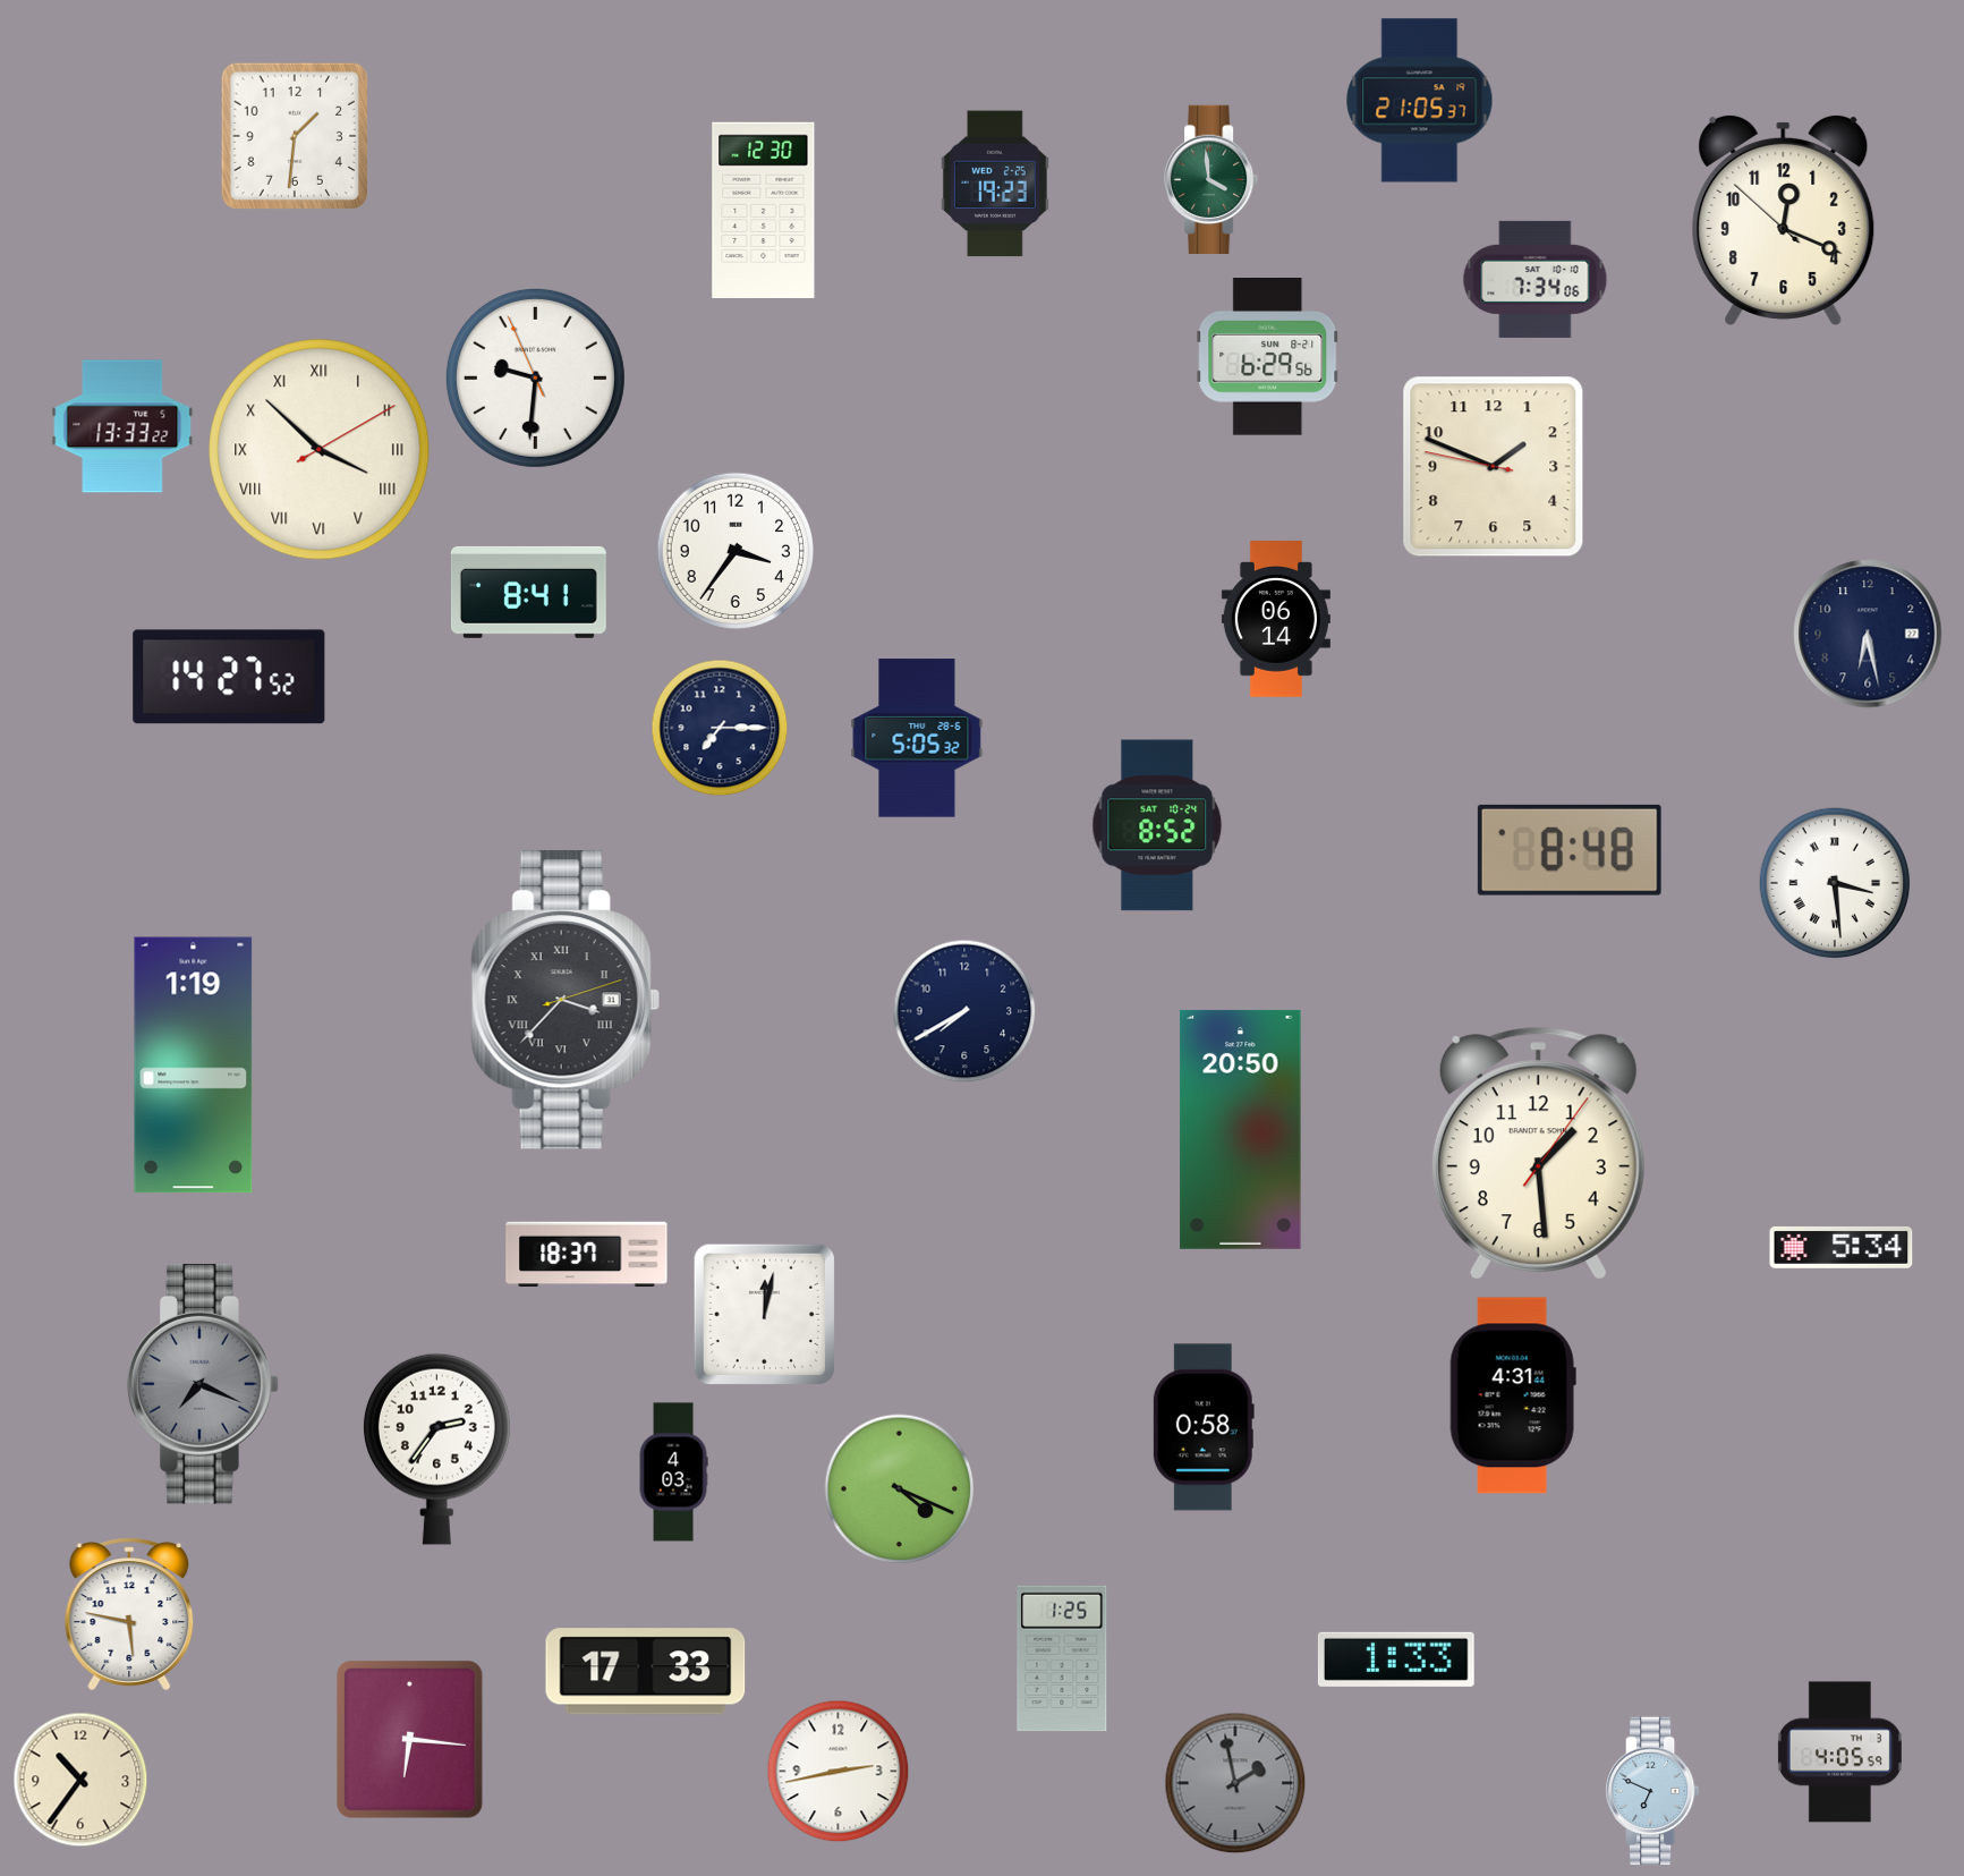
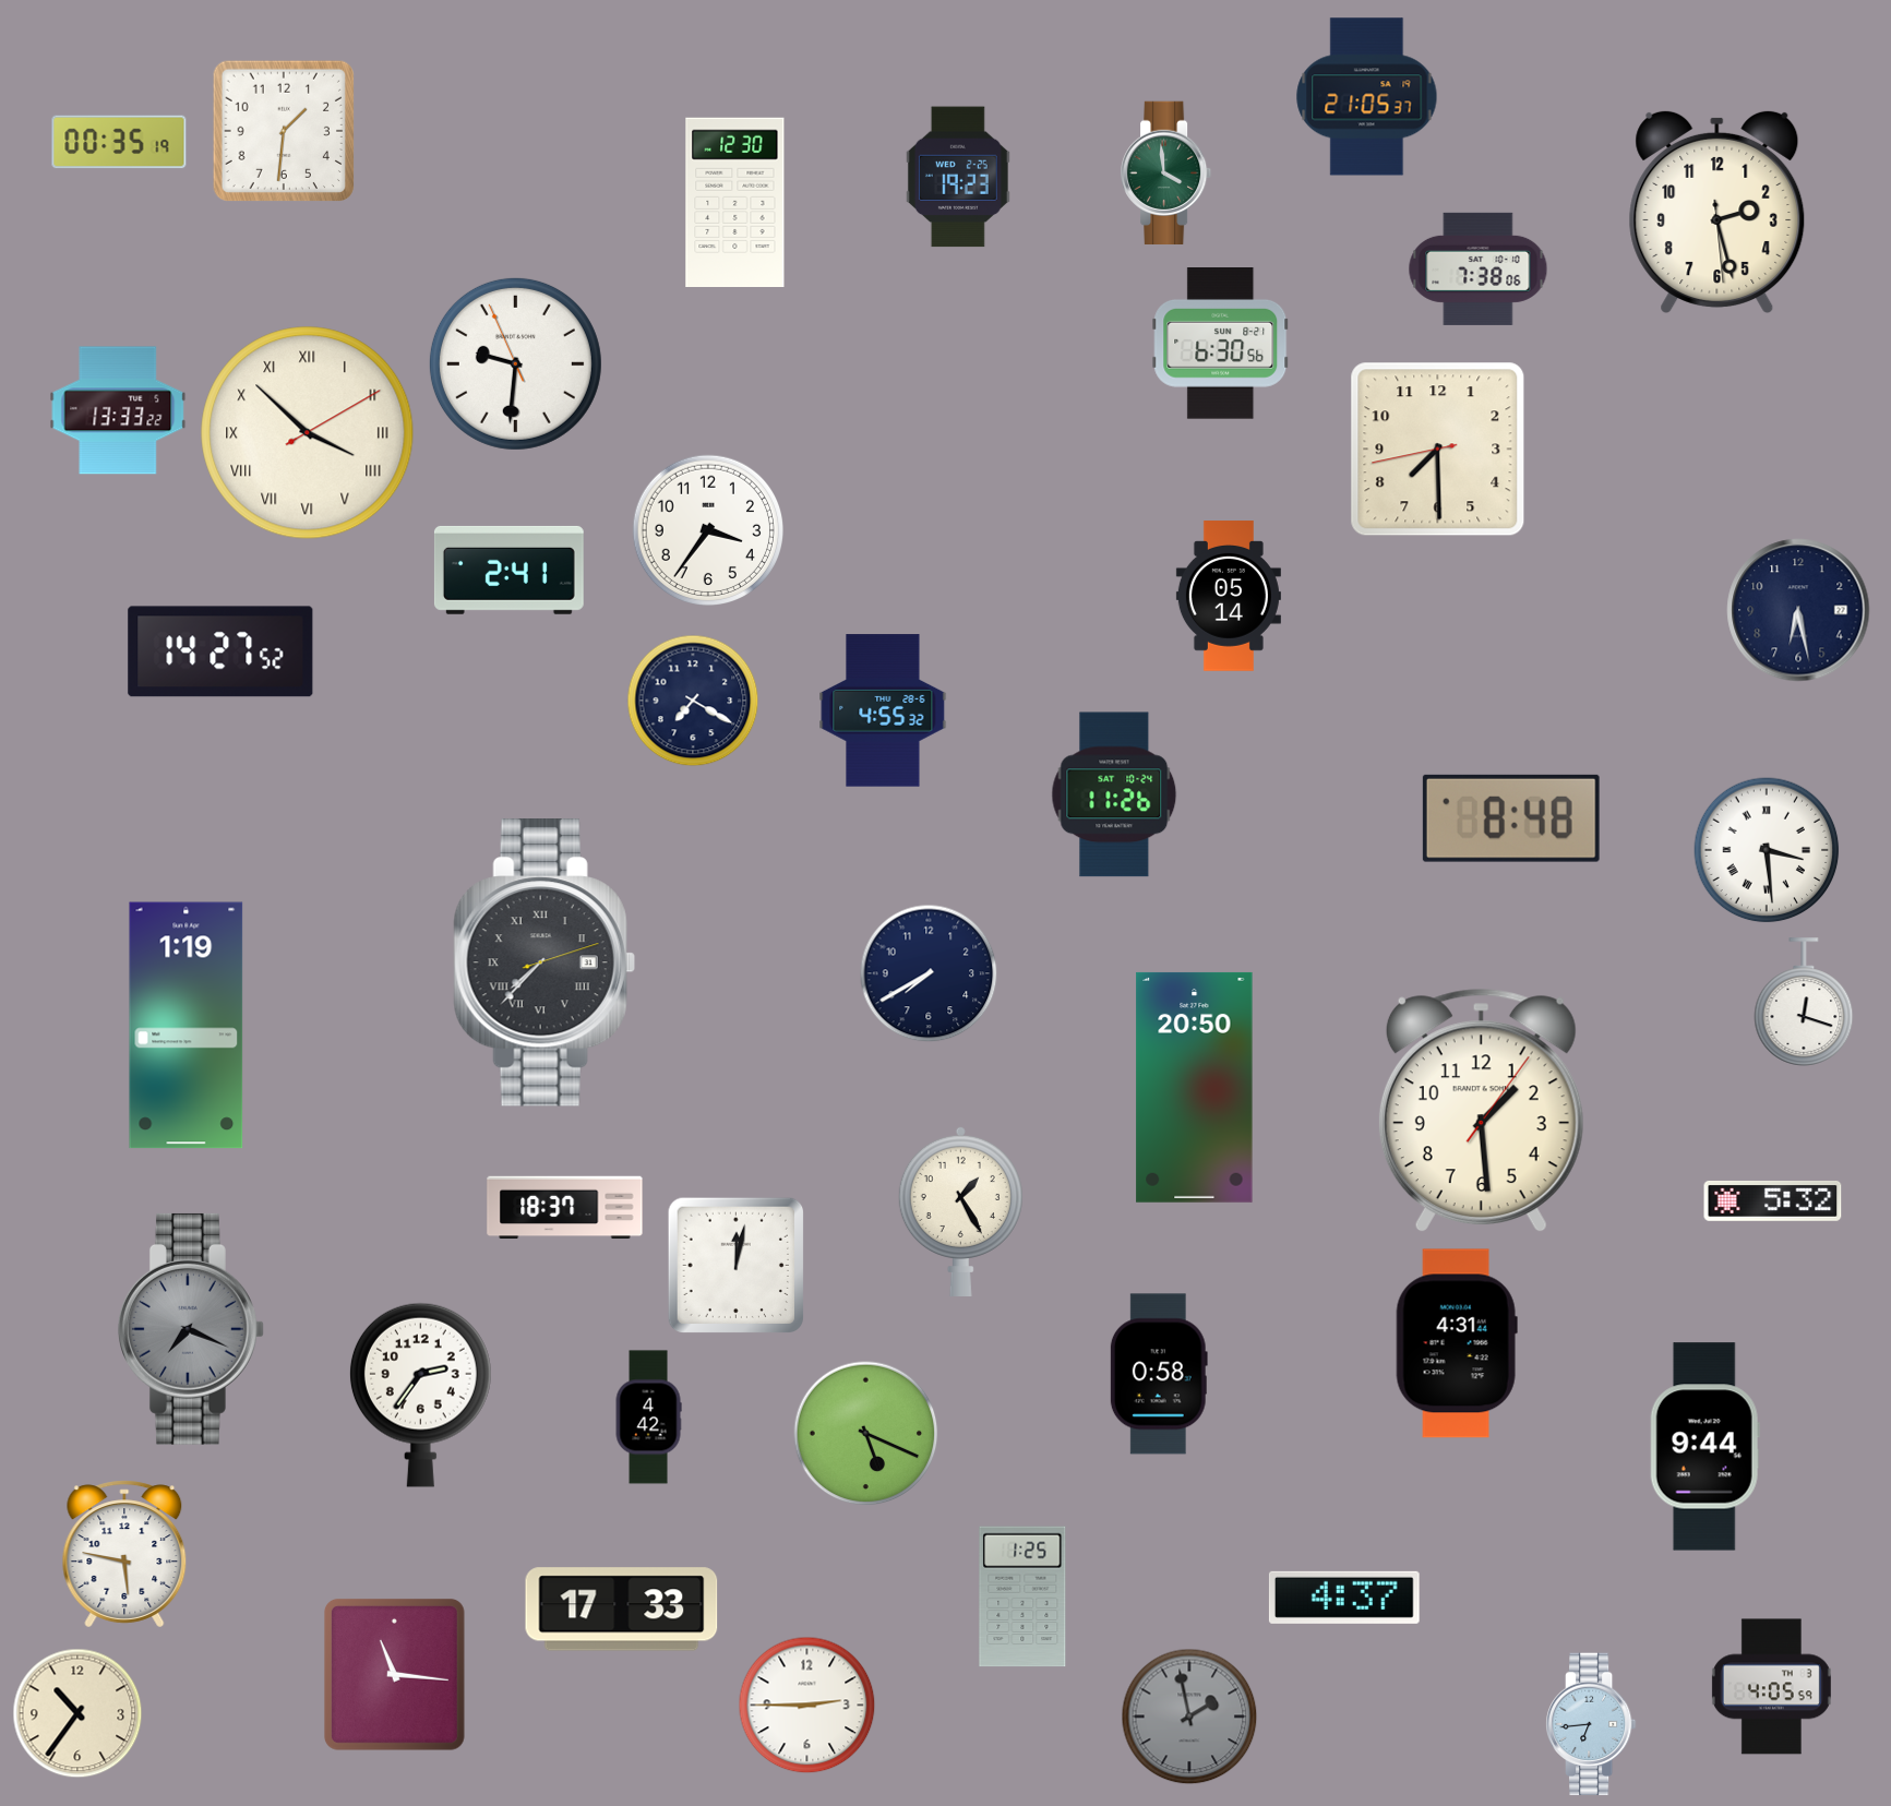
clock at (119, 142): none -> 00:35
clock at (1784, 220): 12:18 -> 2:27
clock at (1536, 279): 7:34 -> 7:38
clock at (1268, 357): 6:29 -> 6:30
clock at (1494, 467): 1:48 -> 7:29
clock at (528, 592): 8:41 -> 2:41
clock at (1276, 619): 06:14 -> 05:14
clock at (720, 728): 7:15 -> 7:20
clock at (917, 738): 5:05 -> 4:55
clock at (1157, 825): 8:52 -> 11:26
clock at (566, 1001): 3:37 -> 7:37
clock at (1804, 1002): none -> 12:18
clock at (1842, 1247): 5:34 -> 5:32
clock at (960, 1210): none -> 1:25
clock at (204, 1384) position: (204, 1384) -> (192, 1329)
clock at (673, 1472): 4:03 -> 4:42
clock at (900, 1489): 4:19 -> 5:19
clock at (1704, 1447): none -> 9:44
clock at (1396, 1659): 1:33 -> 4:37
clock at (409, 1739): 6:16 -> 11:16
clock at (839, 1772): 2:43 -> 2:45
clock at (1652, 1791): 6:49 -> 6:44
